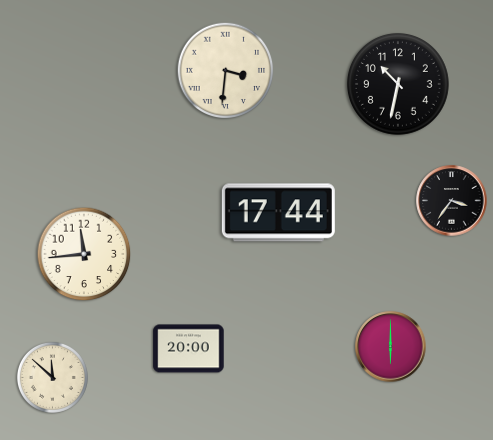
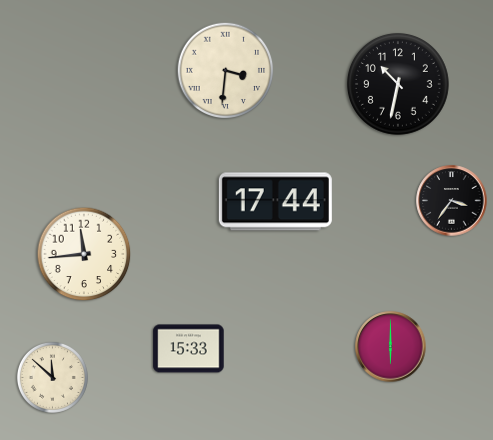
clock at (278, 213) position: (278, 213) -> (275, 202)
clock at (189, 349): 20:00 -> 15:33
